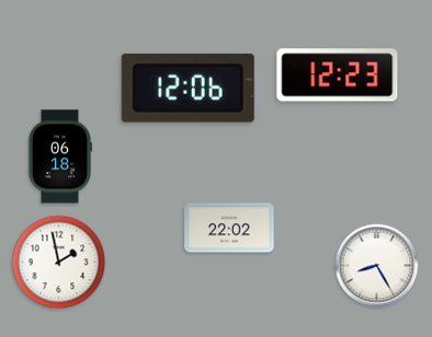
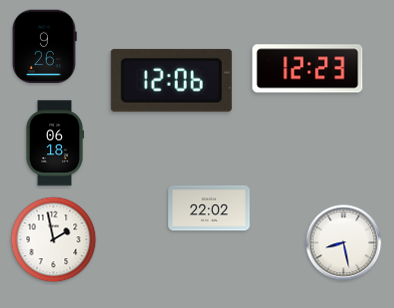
clock at (45, 47): none -> 9:26
clock at (377, 266): 8:25 -> 8:28
